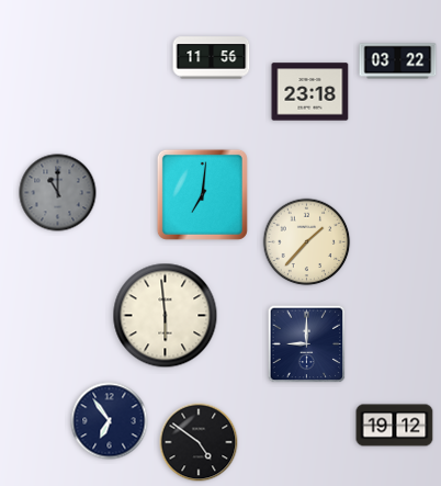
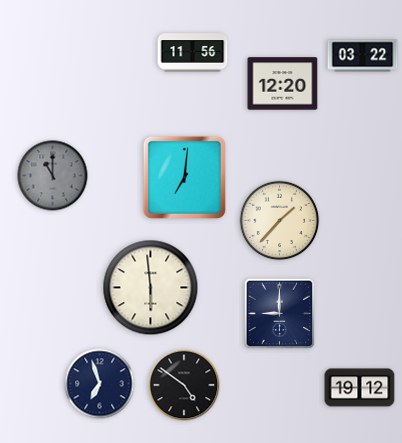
clock at (310, 92): 23:18 -> 12:20
clock at (110, 421): 6:54 -> 6:57
clock at (199, 442) position: (199, 442) -> (184, 385)
